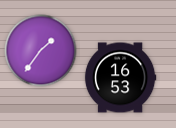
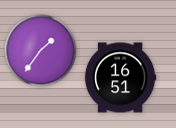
clock at (120, 78): 16:53 -> 16:51
